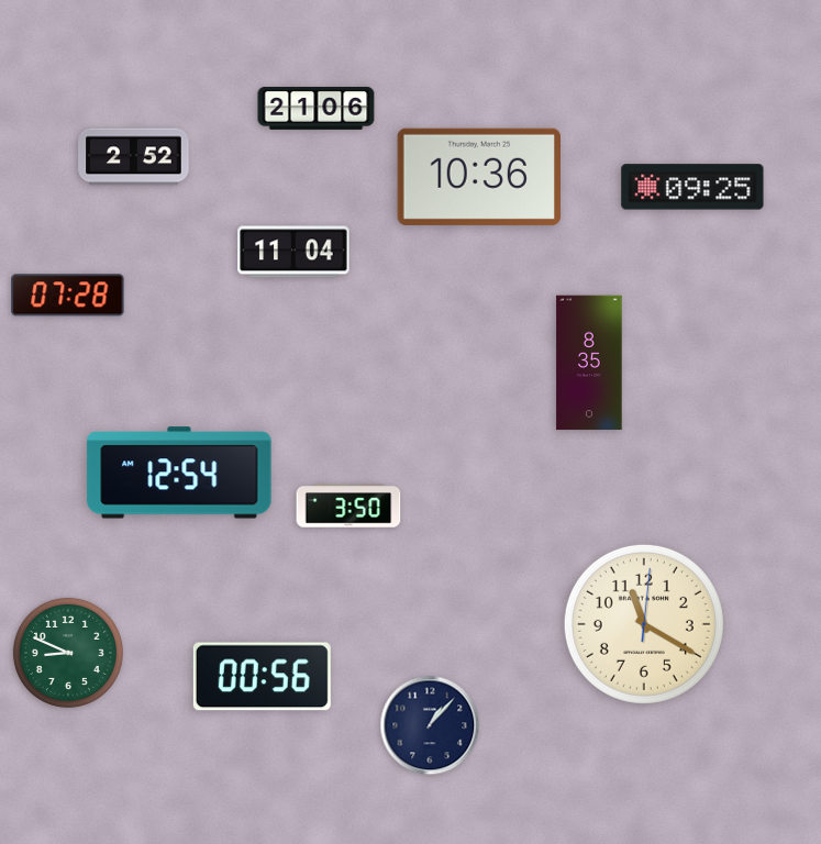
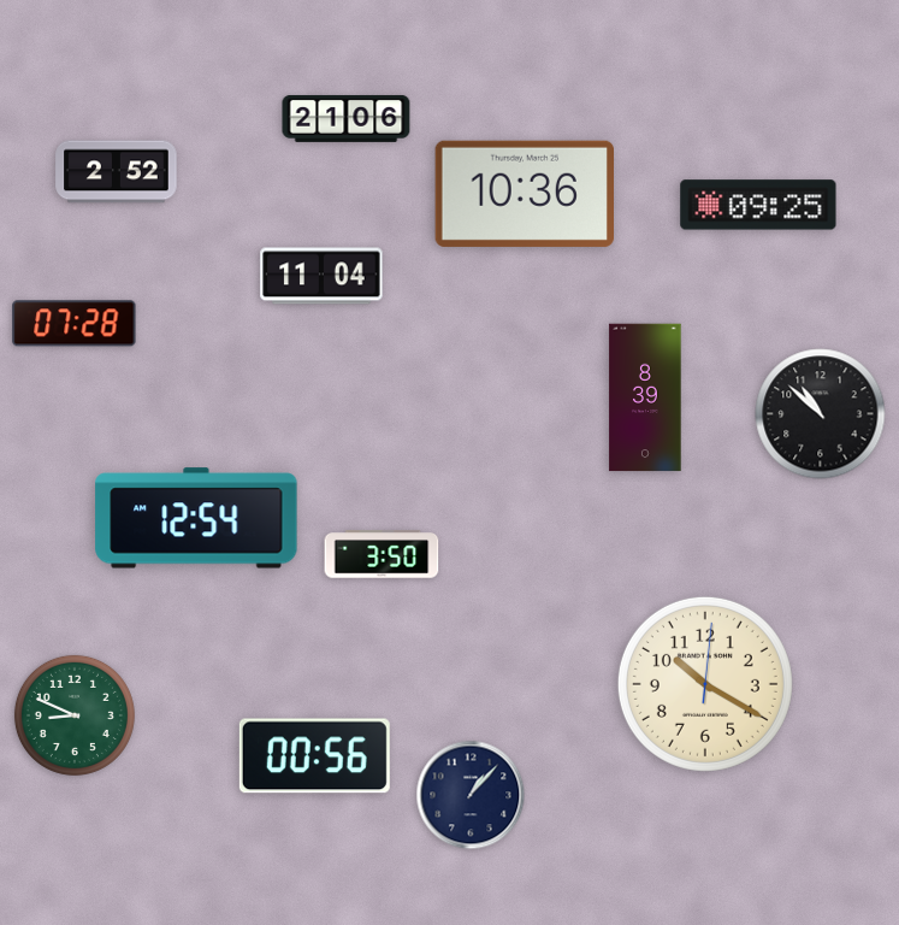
clock at (134, 157) position: (134, 157) -> (117, 172)
clock at (589, 363): 8:35 -> 8:39
clock at (821, 414): none -> 10:52
clock at (644, 624): 11:20 -> 10:20
clock at (262, 677) position: (262, 677) -> (314, 756)
